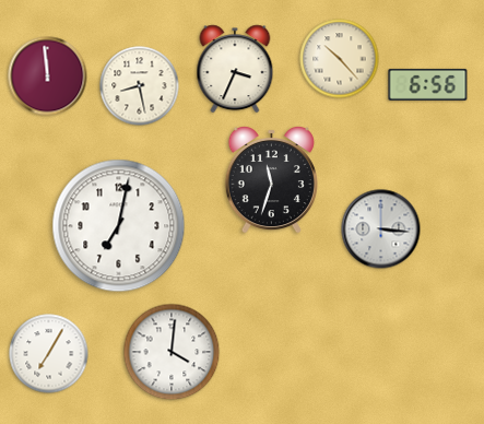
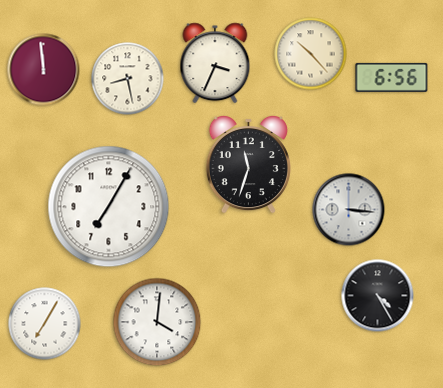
clock at (119, 226): 7:02 -> 7:05
clock at (378, 296): none -> 4:25
